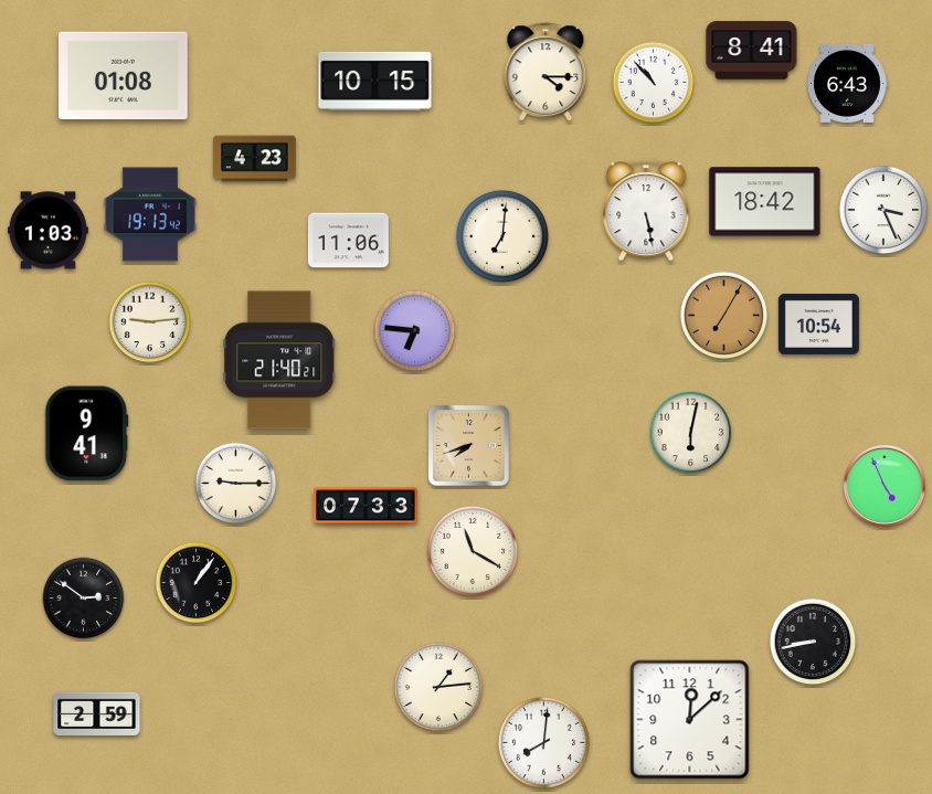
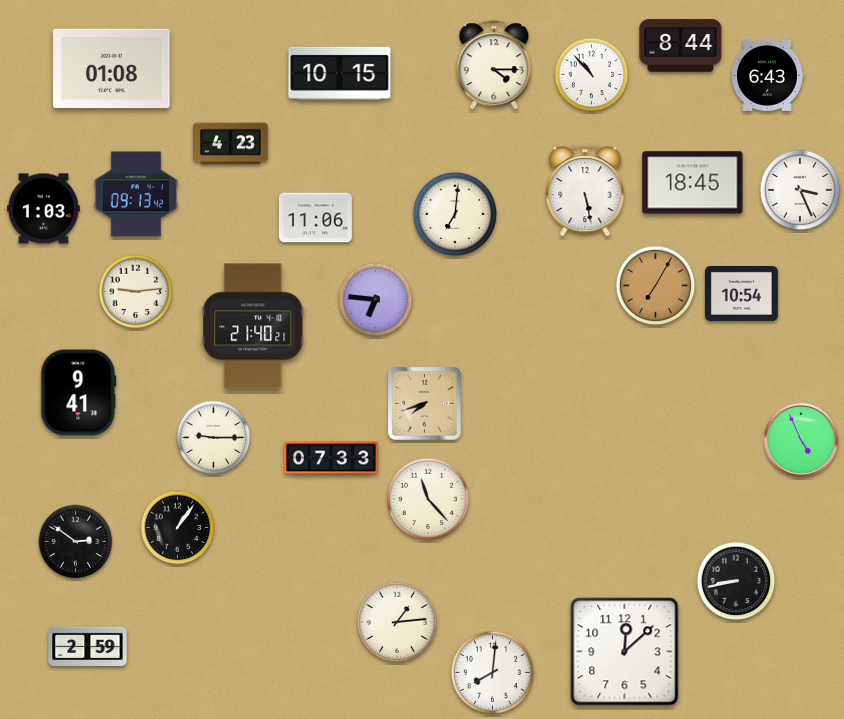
clock at (752, 51): 8:41 -> 8:44
clock at (765, 202): 18:42 -> 18:45
clock at (150, 214): 19:13 -> 09:13
clock at (691, 433): 6:02 -> none
clock at (472, 550): 11:20 -> 11:23
